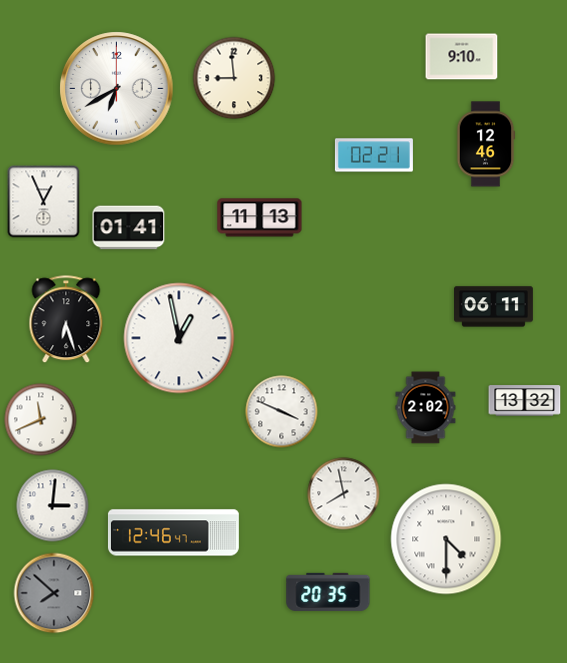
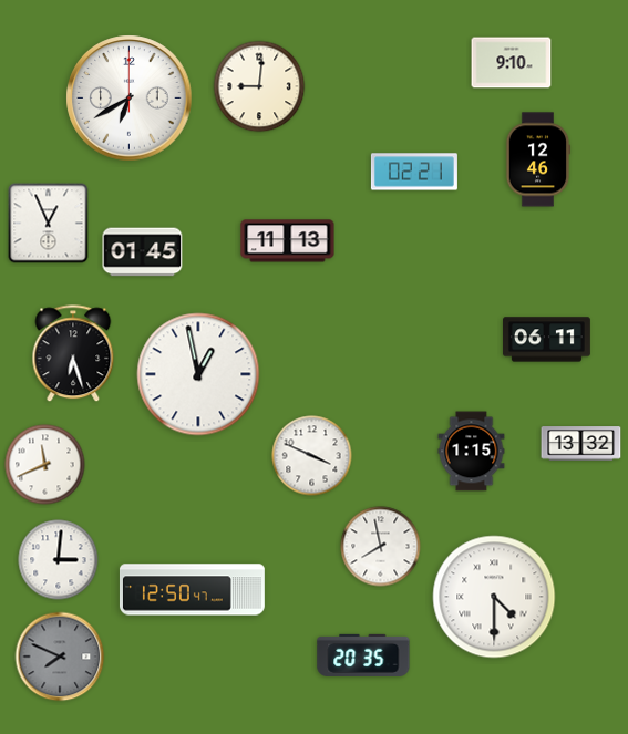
clock at (234, 78): 8:59 -> 9:01
clock at (129, 228): 01:41 -> 01:45
clock at (426, 408): 2:02 -> 1:15
clock at (173, 533): 12:46 -> 12:50
clock at (54, 593): 7:52 -> 7:49
